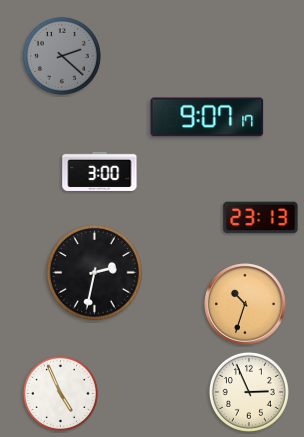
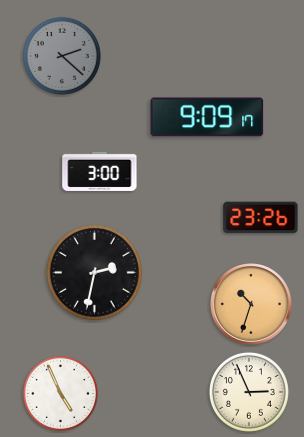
clock at (207, 117): 9:07 -> 9:09
clock at (261, 218): 23:13 -> 23:26
clock at (245, 304) position: (245, 304) -> (251, 304)
